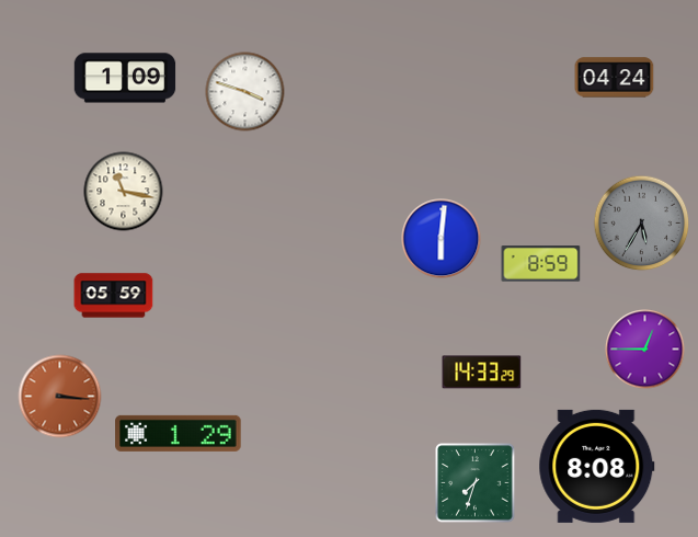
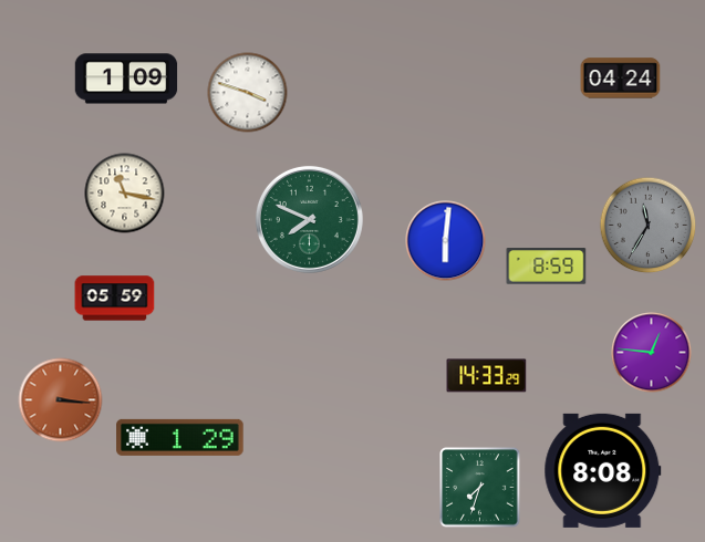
clock at (309, 219): none -> 7:49
clock at (642, 224): 5:35 -> 11:35
clock at (645, 350): 12:45 -> 12:46
